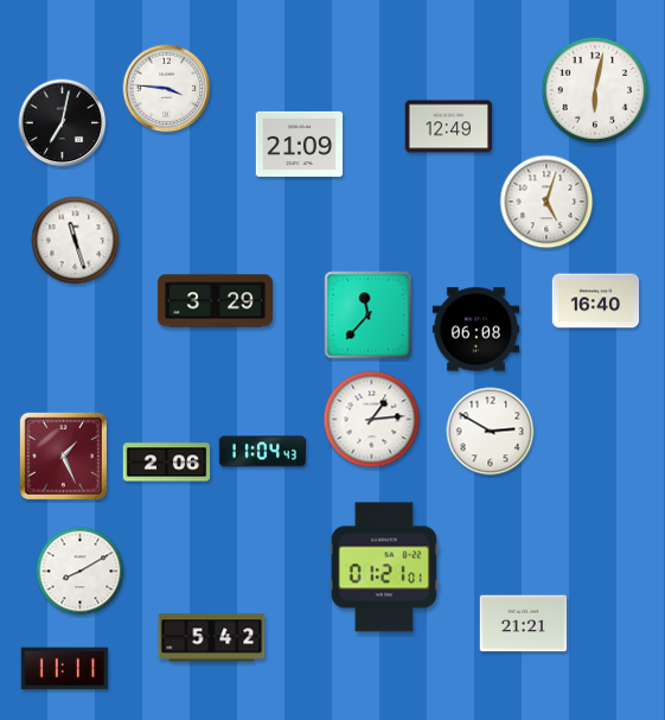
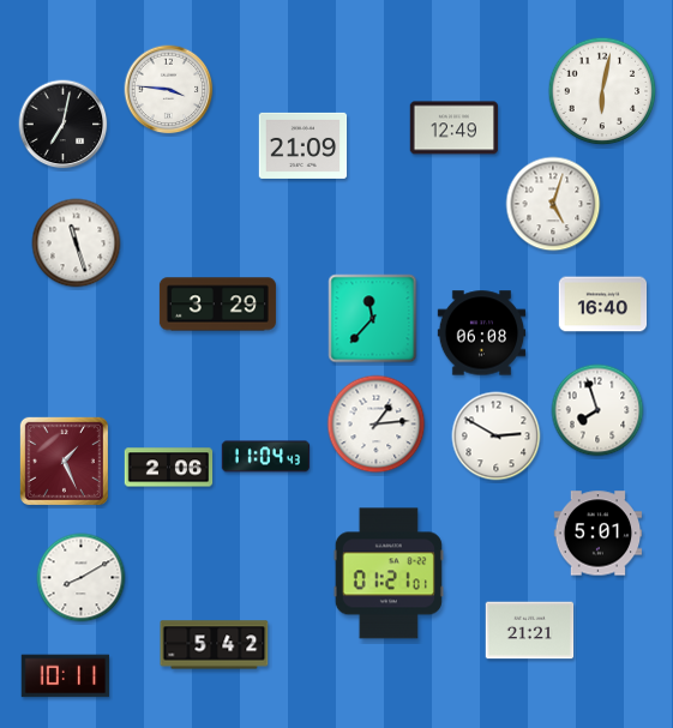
clock at (597, 410): none -> 7:57
clock at (599, 534): none -> 5:01
clock at (65, 669): 11:11 -> 10:11
